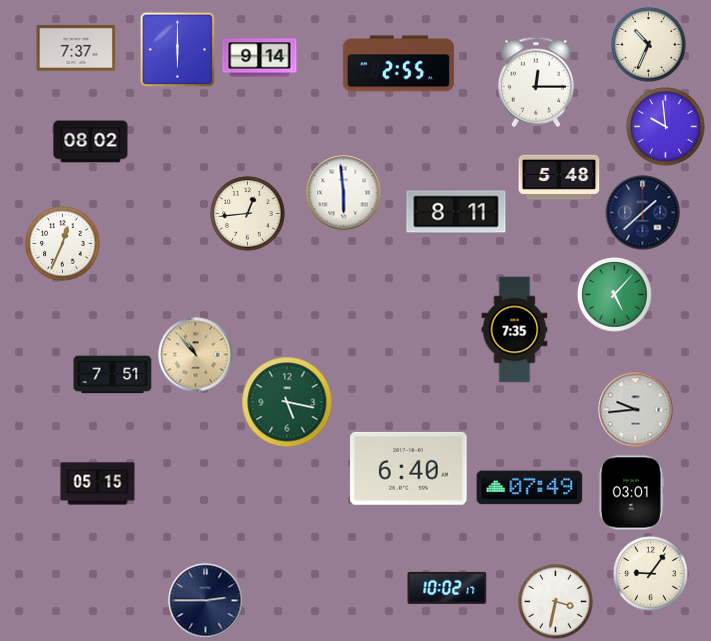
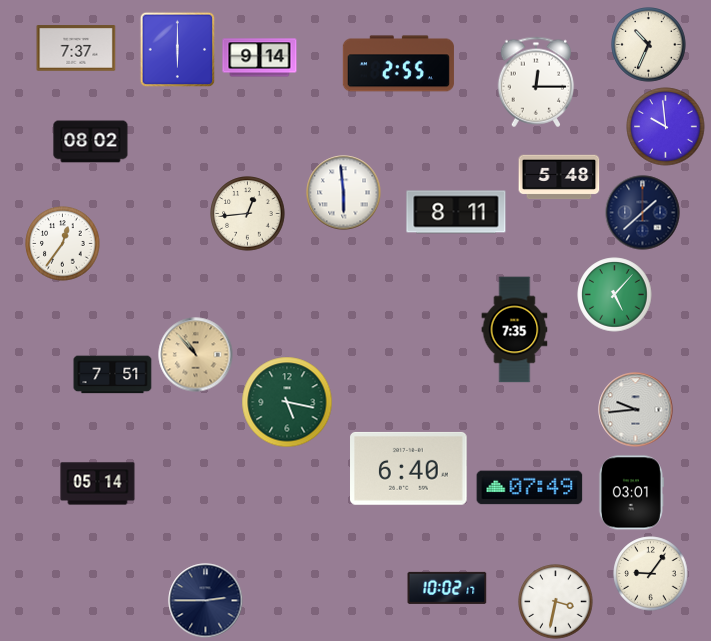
clock at (63, 244): 12:34 -> 12:36
clock at (98, 484): 05:15 -> 05:14
